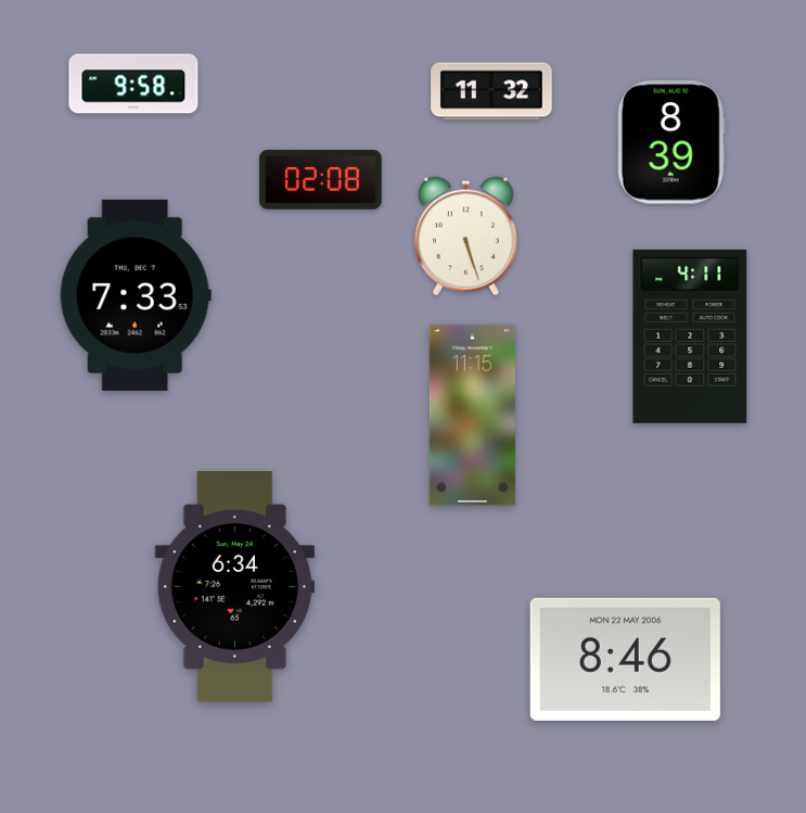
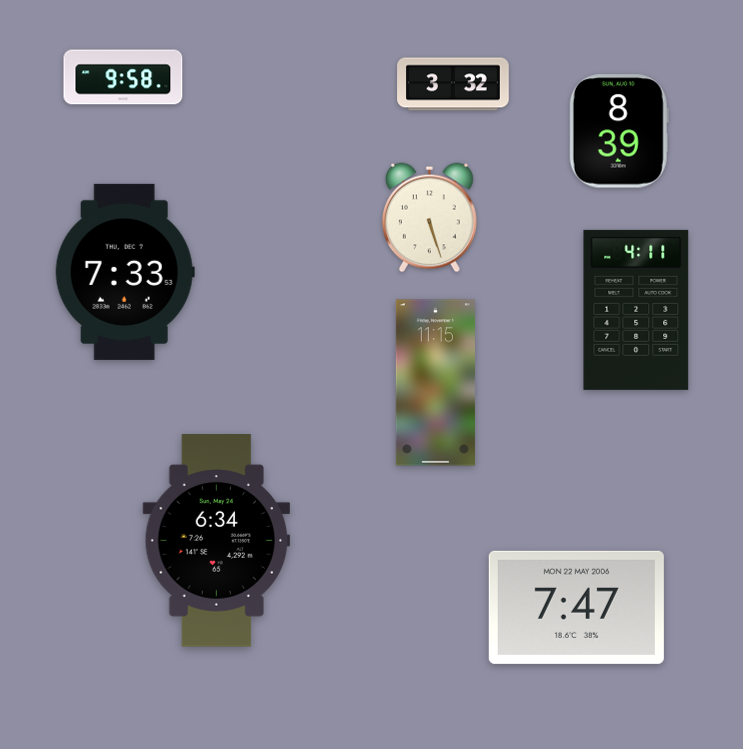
clock at (491, 91): 11:32 -> 3:32
clock at (321, 180): 02:08 -> none
clock at (625, 659): 8:46 -> 7:47
